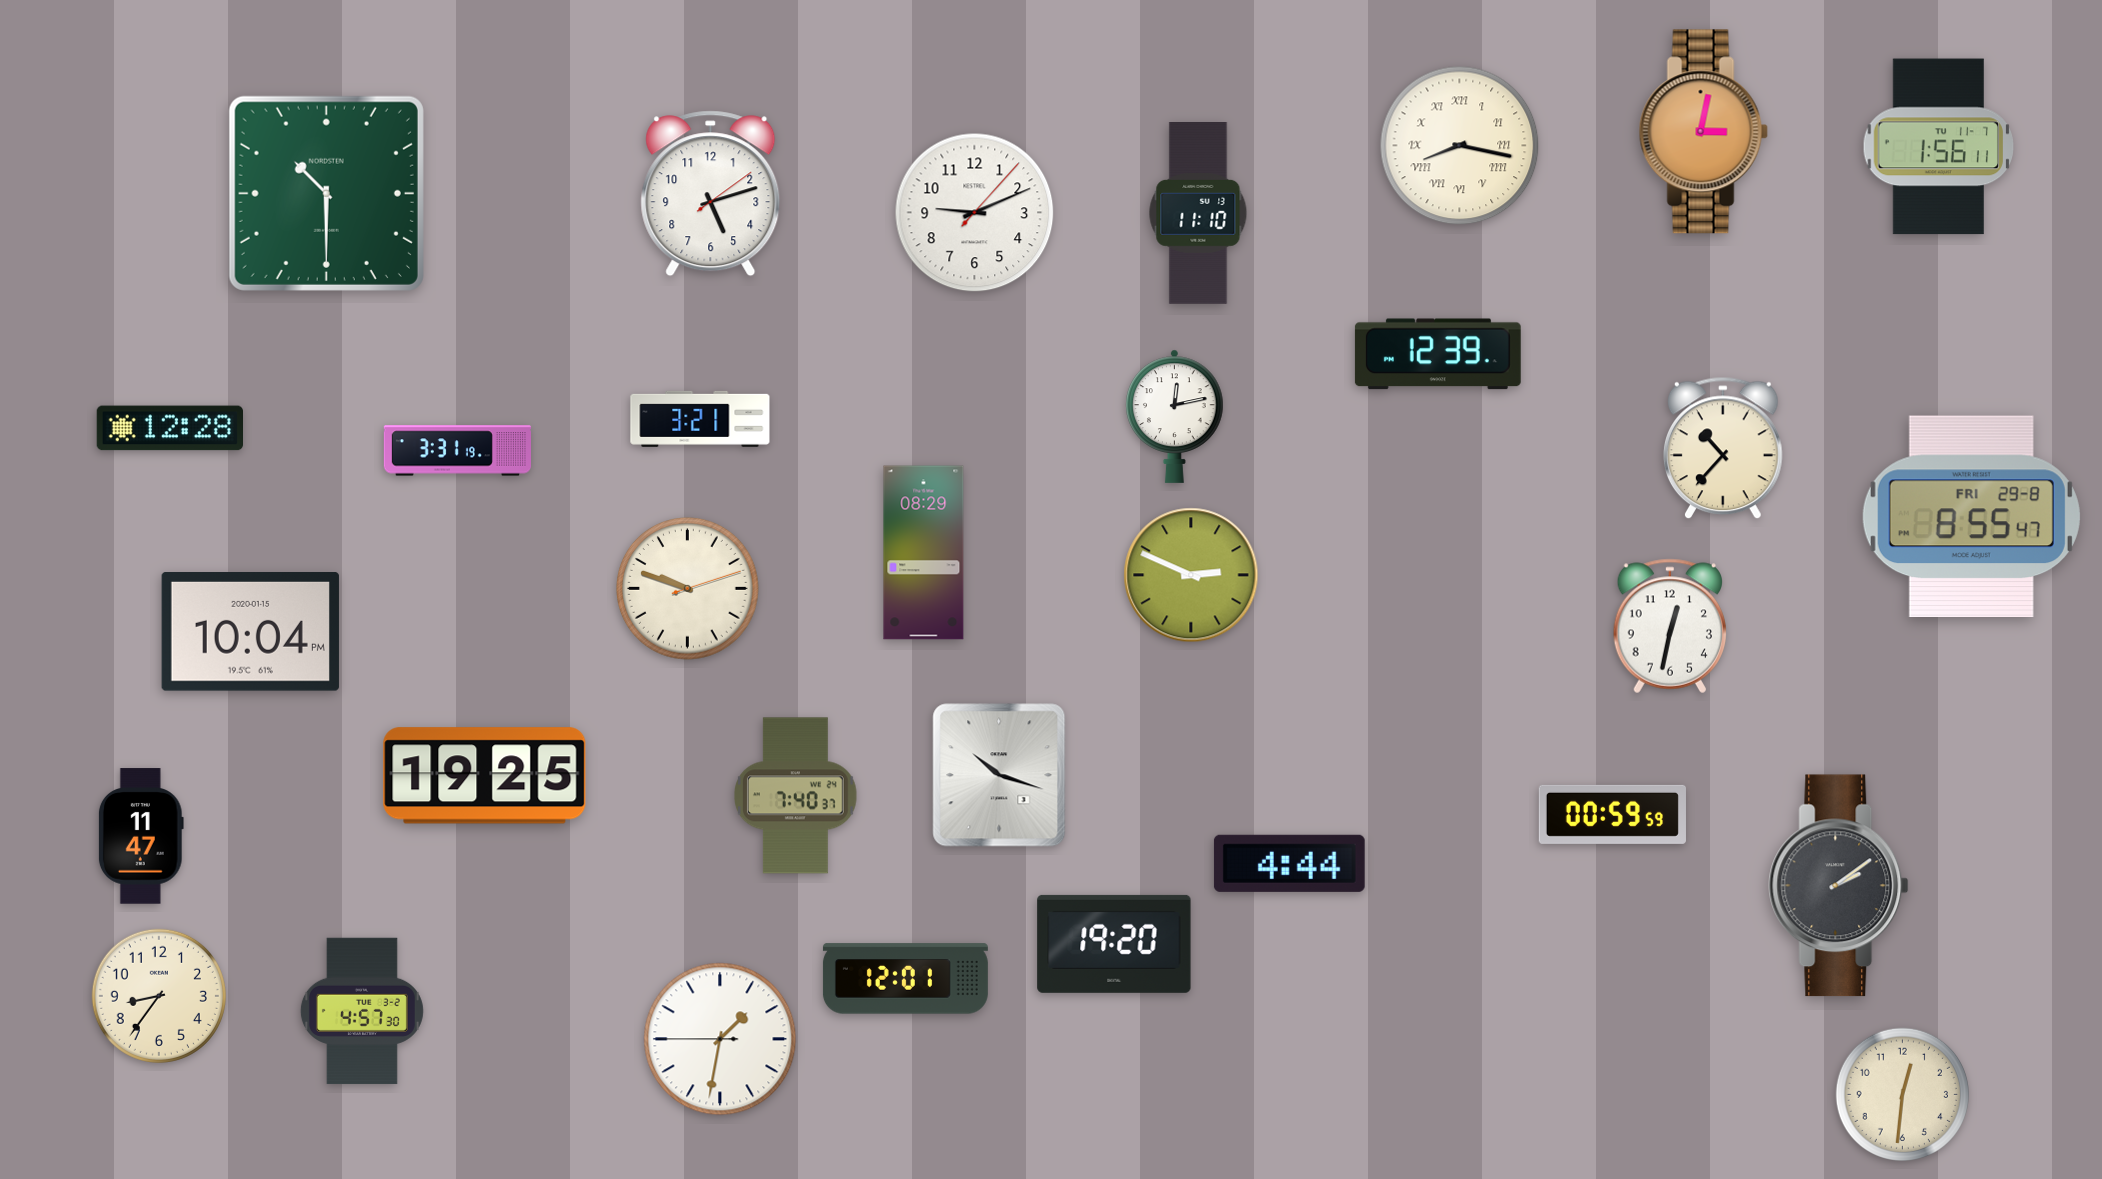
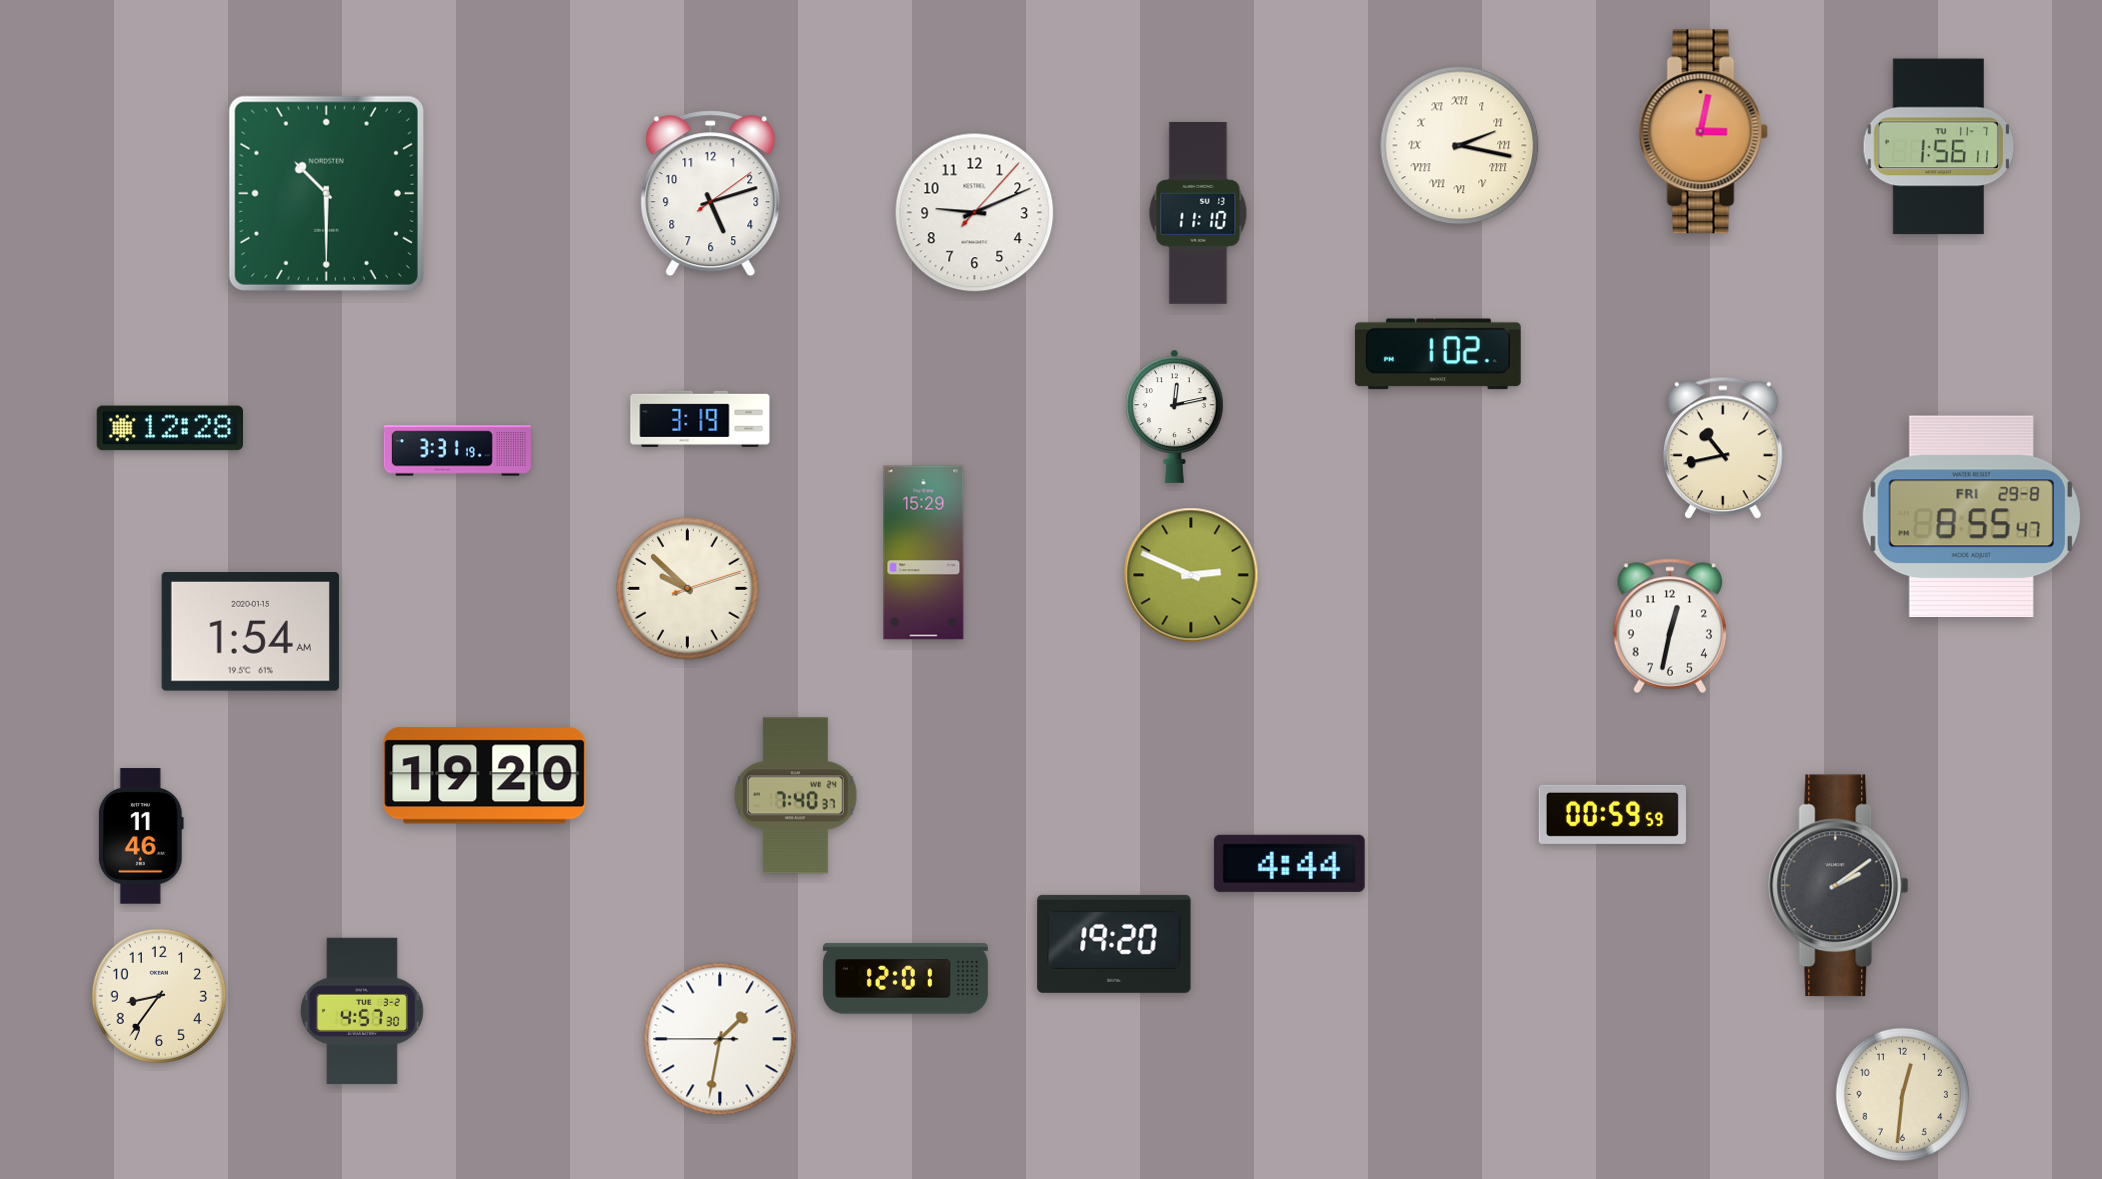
clock at (1460, 146): 8:17 -> 2:17
clock at (1438, 354): 12:39 -> 1:02
clock at (700, 419): 3:21 -> 3:19
clock at (1723, 448): 10:37 -> 10:43
clock at (924, 553): 08:29 -> 15:29
clock at (688, 589): 9:48 -> 9:52
clock at (250, 632): 10:04 -> 1:54
clock at (999, 775): 10:18 -> none
clock at (485, 776): 19:25 -> 19:20
clock at (141, 836): 11:47 -> 11:46
